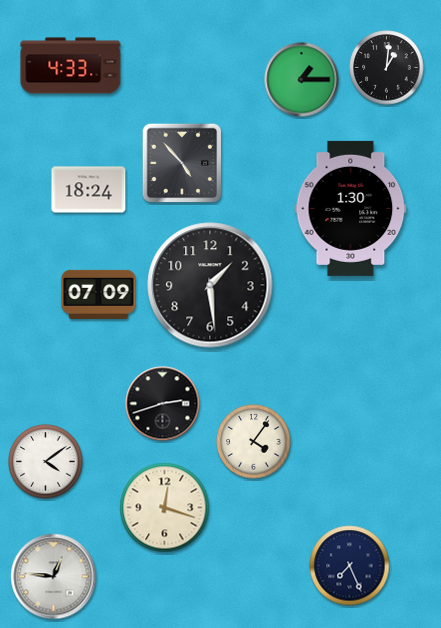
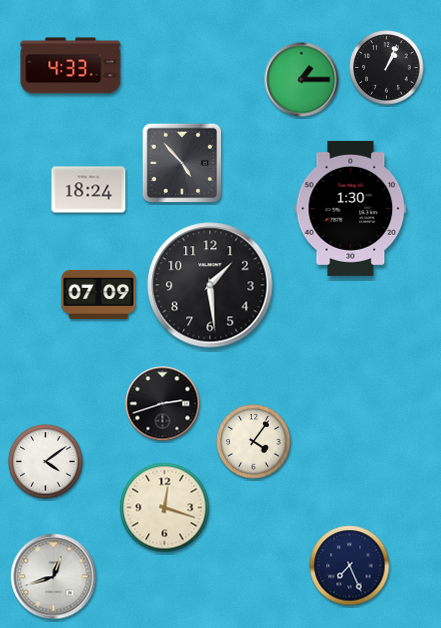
clock at (387, 68): 1:01 -> 1:04
clock at (54, 577): 12:46 -> 12:42
